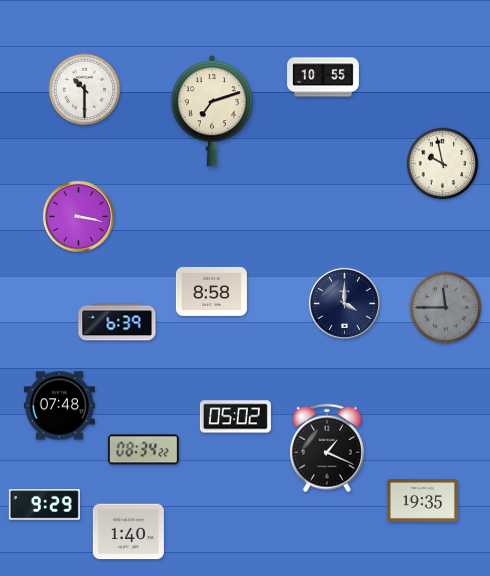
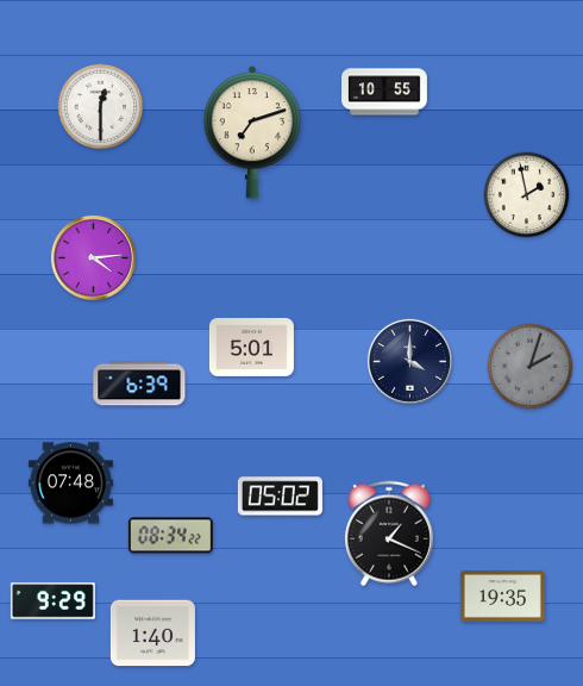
clock at (85, 90): 10:30 -> 12:30
clock at (443, 164): 9:58 -> 1:58
clock at (78, 216): 3:17 -> 4:14
clock at (211, 291): 8:58 -> 5:01
clock at (446, 308): 11:45 -> 2:03
